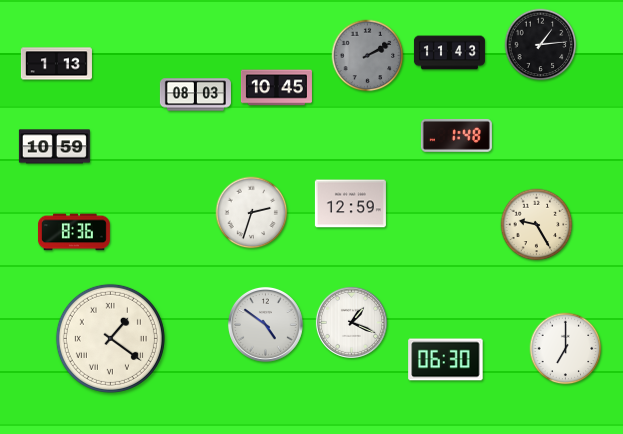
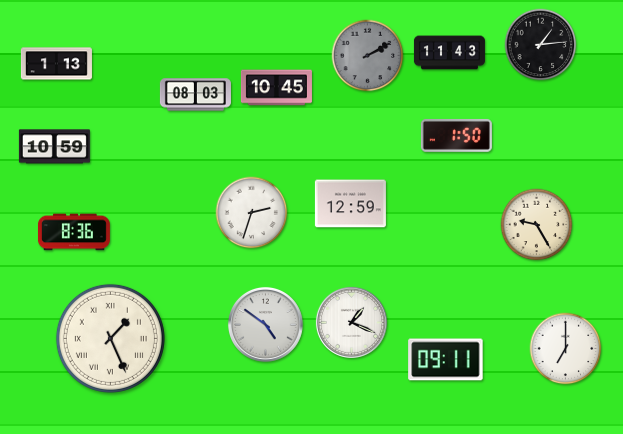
clock at (456, 135): 1:48 -> 1:50
clock at (110, 338): 1:21 -> 1:26
clock at (446, 360): 06:30 -> 09:11
